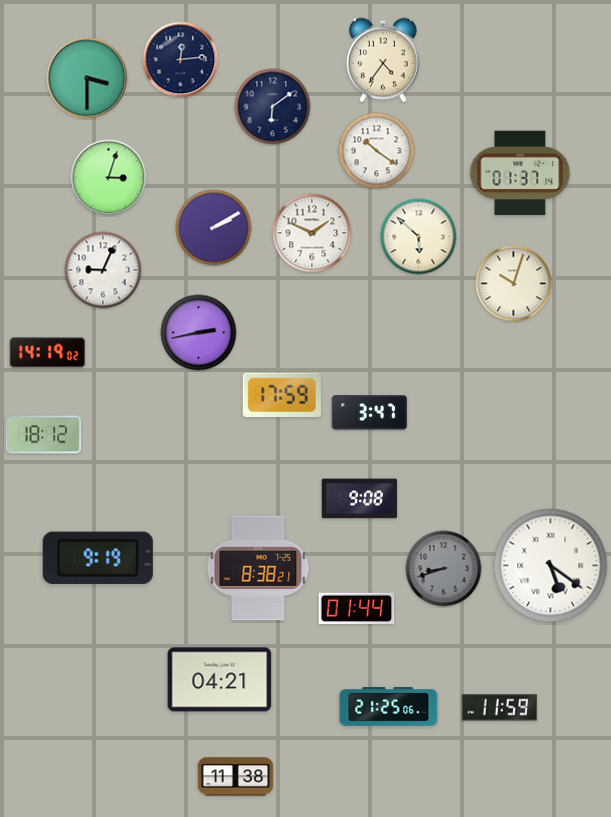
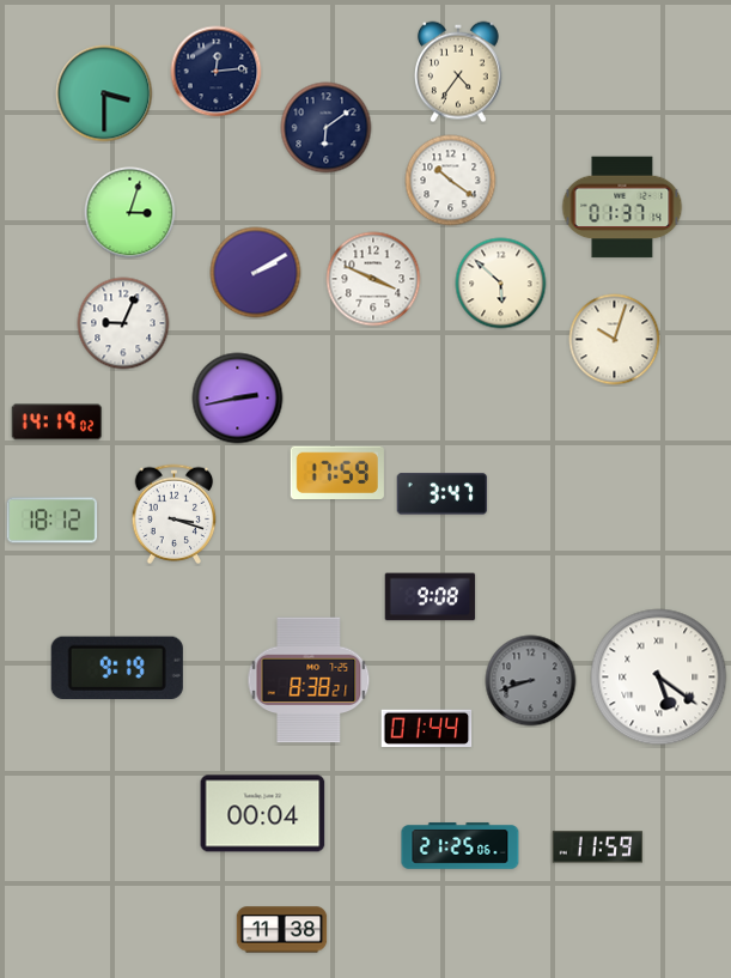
clock at (312, 233): 1:49 -> 3:49
clock at (175, 515): none -> 3:18
clock at (220, 680): 04:21 -> 00:04
clock at (389, 707) position: (389, 707) -> (461, 846)
